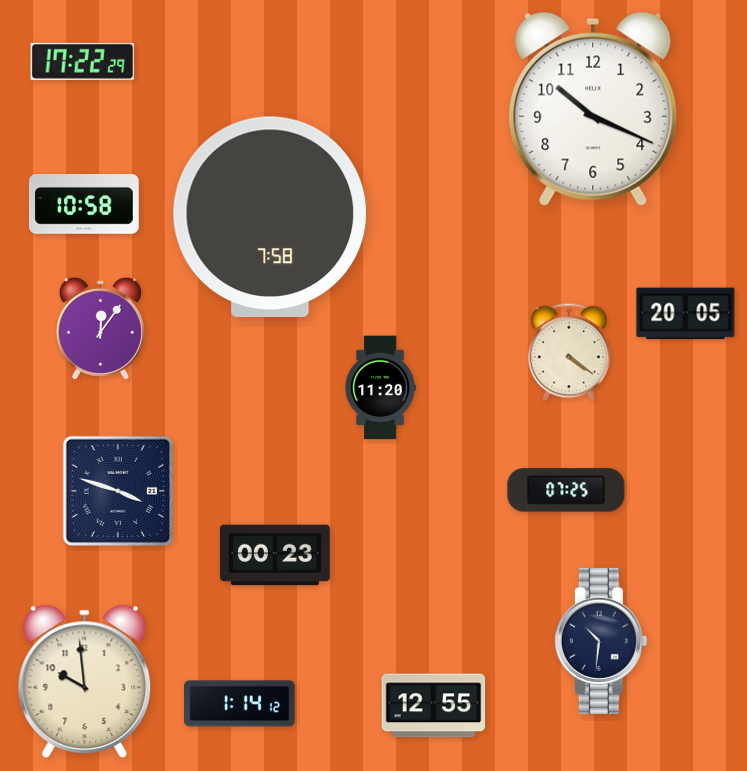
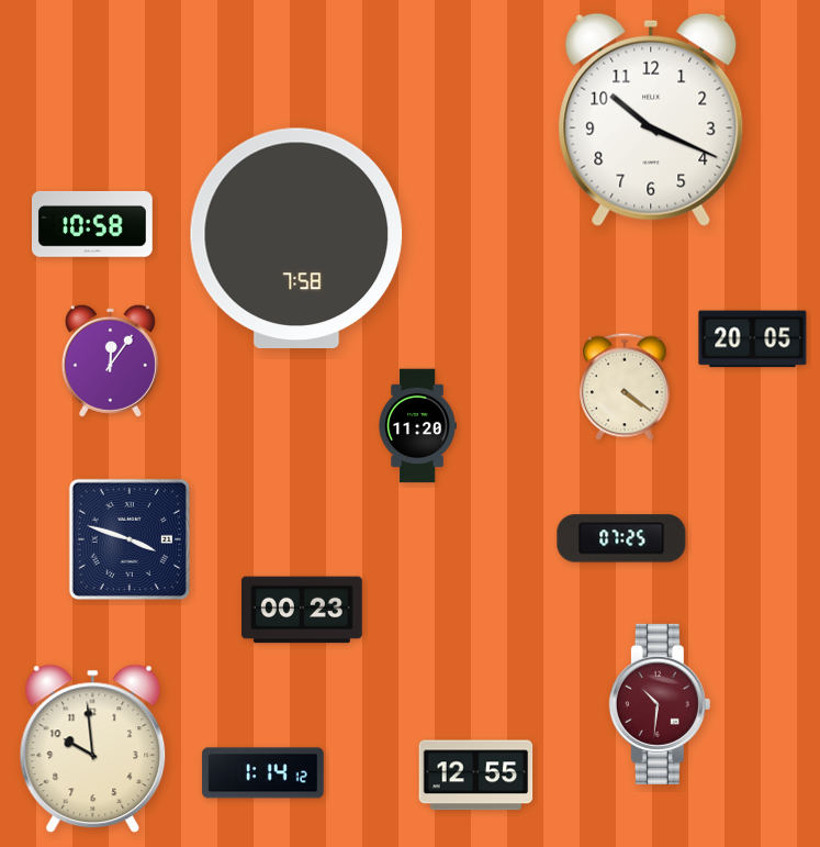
clock at (83, 61): 17:22 -> none
clock at (686, 314) position: (686, 314) -> (753, 339)
clock at (601, 641) dial: navy -> burgundy
